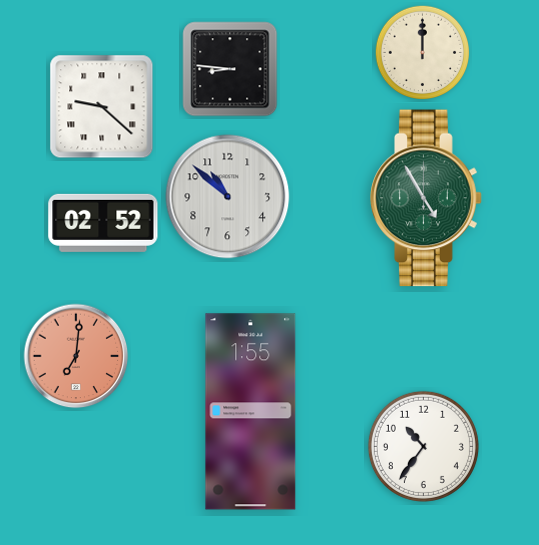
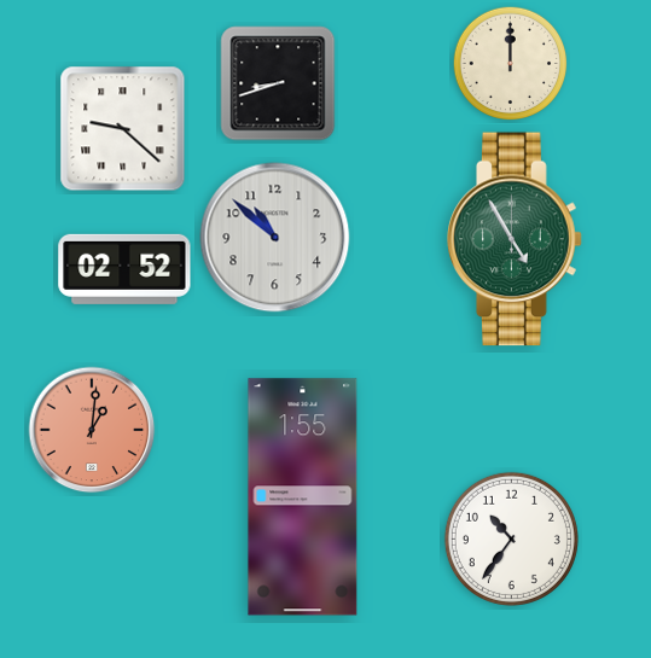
clock at (230, 69): 8:46 -> 8:42
clock at (76, 356): 7:01 -> 1:01
